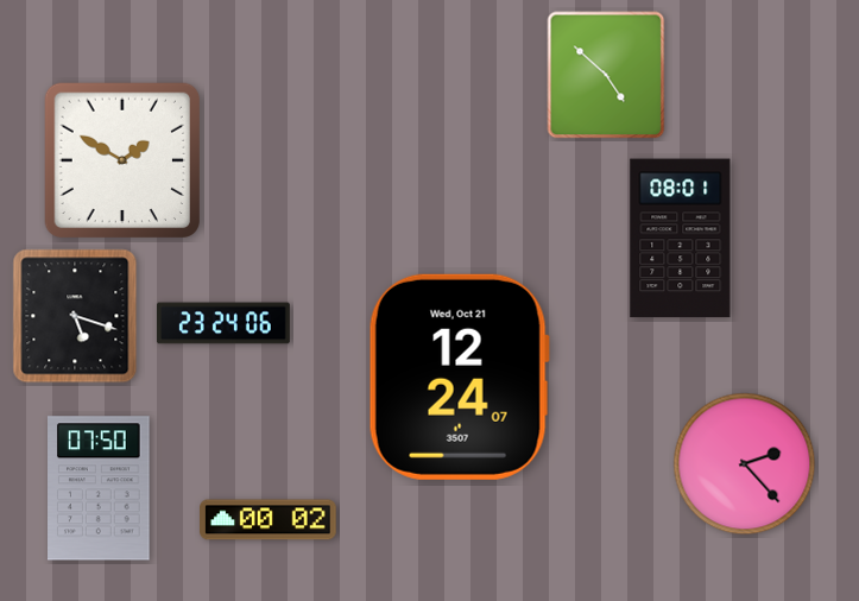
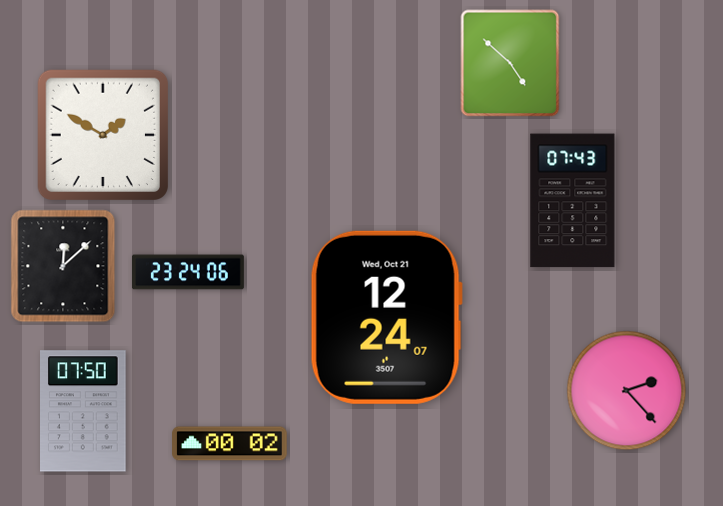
clock at (681, 239): 08:01 -> 07:43
clock at (75, 316): 5:18 -> 12:08
clock at (269, 520) position: (269, 520) -> (230, 444)
